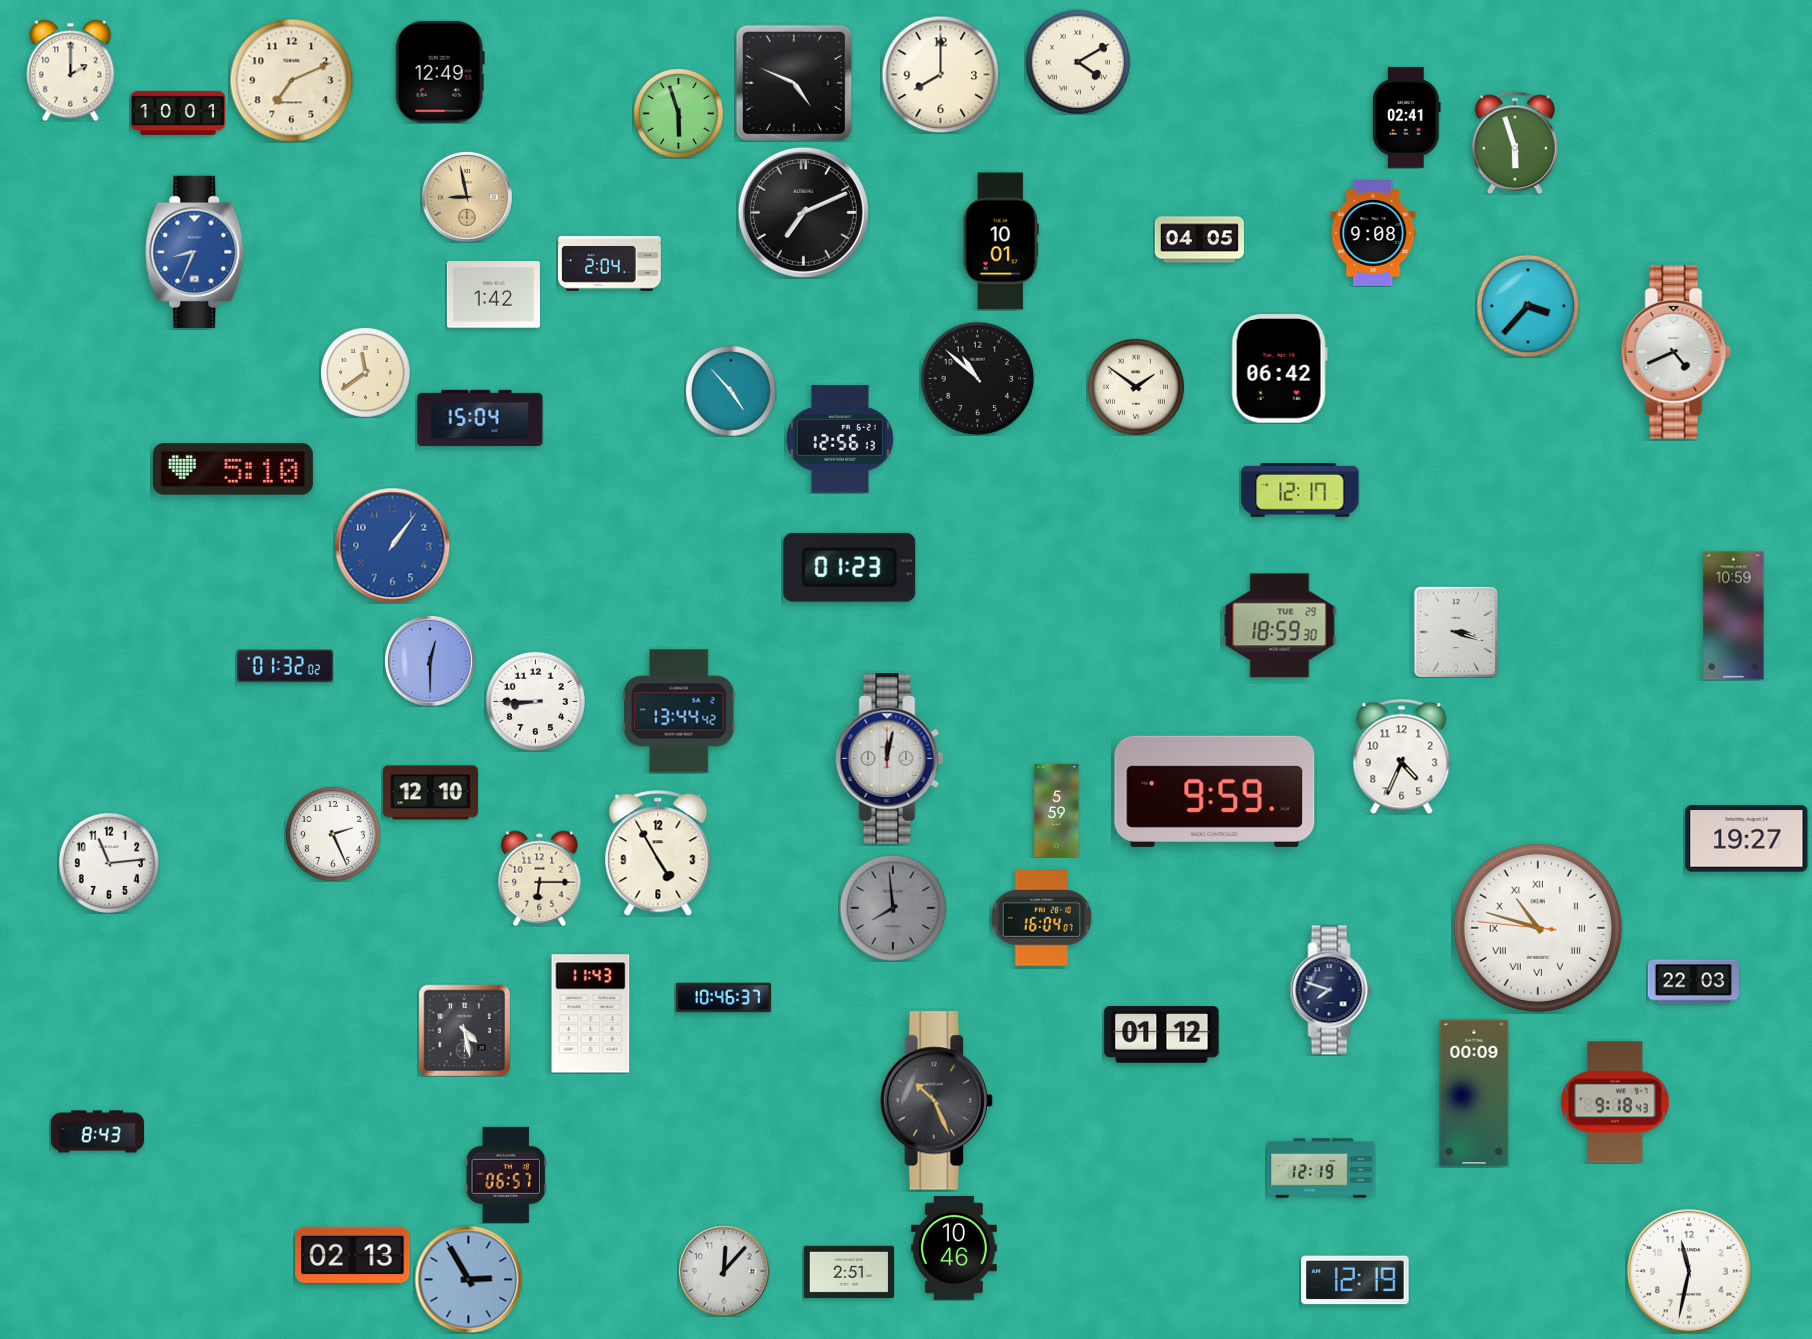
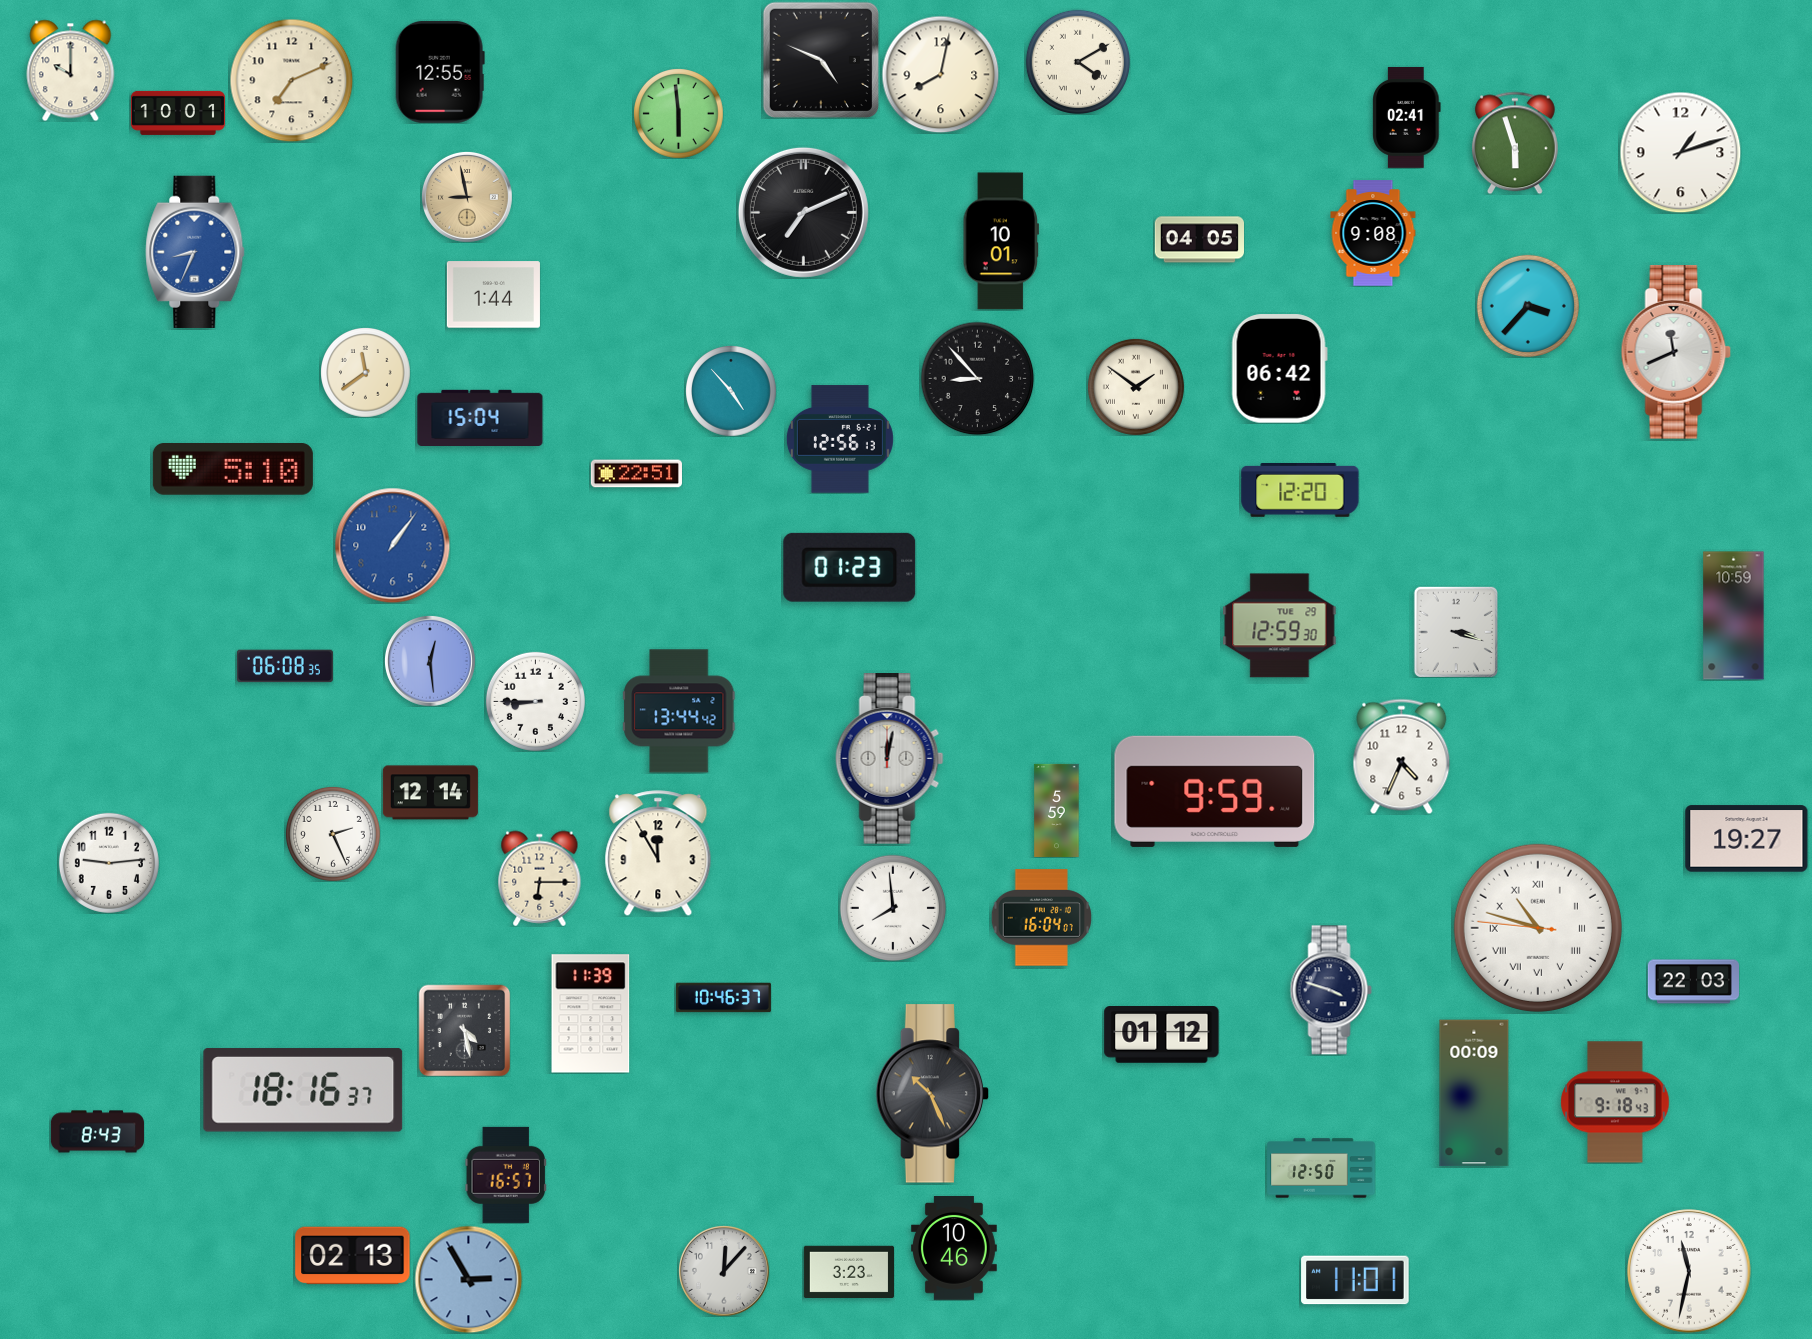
clock at (71, 70): 2:00 -> 10:00
clock at (440, 72): 12:49 -> 12:55
clock at (940, 74): 8:00 -> 8:02
clock at (794, 83) position: (794, 83) -> (821, 60)
clock at (678, 113): 5:57 -> 5:59
clock at (1680, 152): none -> 1:12
clock at (610, 264): 2:04 -> none
clock at (493, 295): 1:42 -> 1:44
clock at (1676, 352): 4:41 -> 11:41
clock at (977, 378): 10:52 -> 8:53
clock at (636, 474): none -> 22:51
clock at (1300, 491): 12:17 -> 12:20
clock at (1280, 626): 18:59 -> 12:59
clock at (430, 661): 12:30 -> 12:29
clock at (285, 666): 01:32 -> 06:08
clock at (430, 793): 12:10 -> 12:14
clock at (658, 853): 4:55 -> 11:55
clock at (109, 863): 11:14 -> 9:14
clock at (893, 908) dial: grey -> white
clock at (1331, 990): 7:48 -> 3:48
clock at (591, 1014): 11:43 -> 11:39
clock at (303, 1090): none -> 18:16
clock at (937, 1101) position: (937, 1101) -> (933, 1094)
clock at (1321, 1168): 12:19 -> 12:50
clock at (506, 1175): 06:57 -> 16:57
clock at (848, 1271): 2:51 -> 3:23
clock at (1355, 1280): 12:19 -> 11:01
